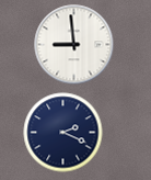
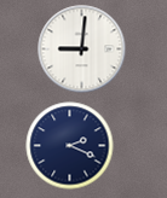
clock at (74, 45): 8:59 -> 9:01
